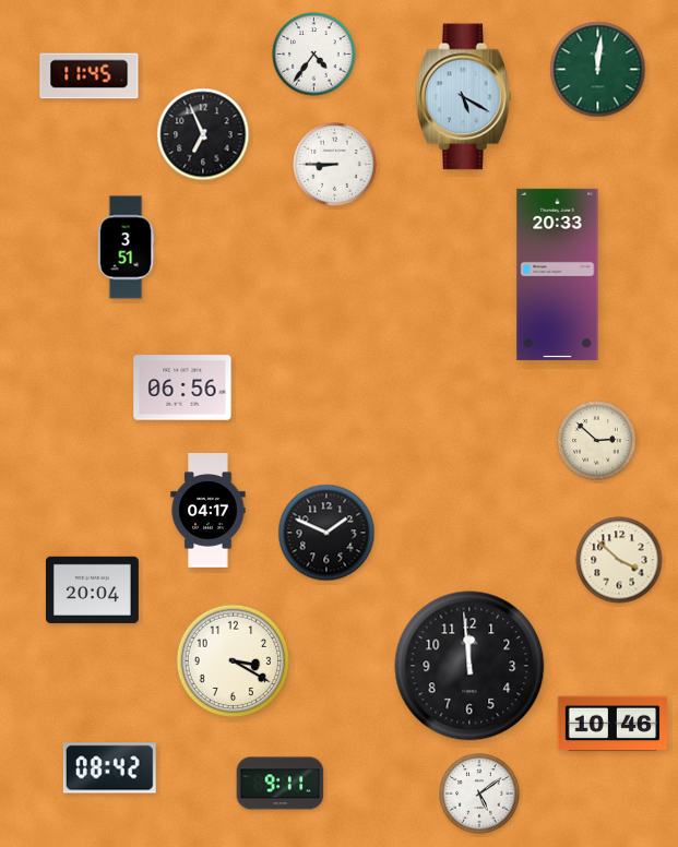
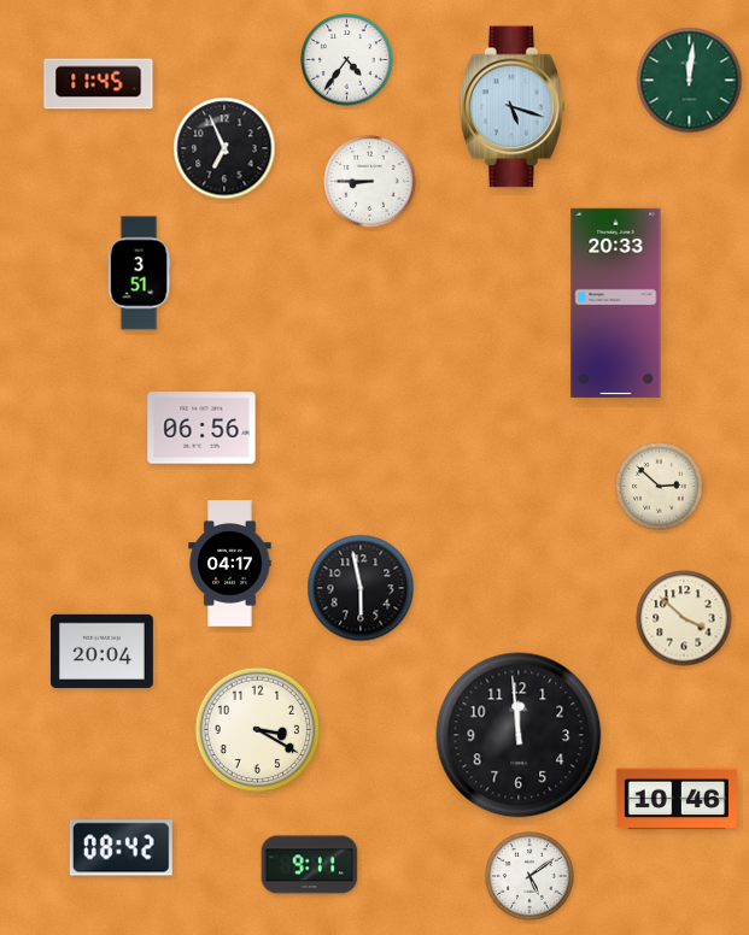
clock at (598, 70) position: (598, 70) -> (690, 81)
clock at (463, 97): 5:20 -> 5:18
clock at (326, 533): 1:49 -> 5:58
